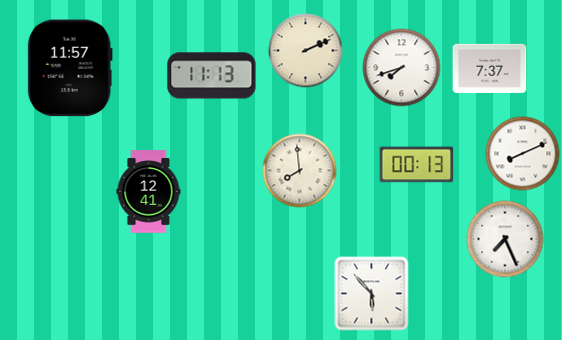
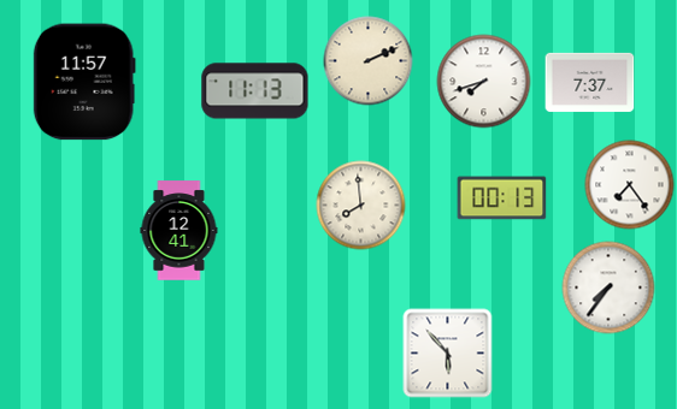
clock at (523, 154): 8:11 -> 7:24
clock at (505, 239): 7:26 -> 7:36
